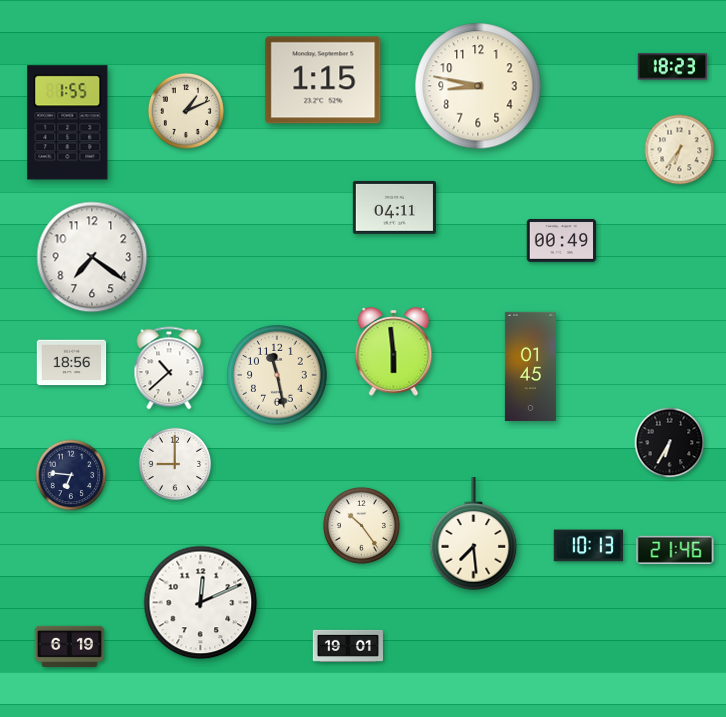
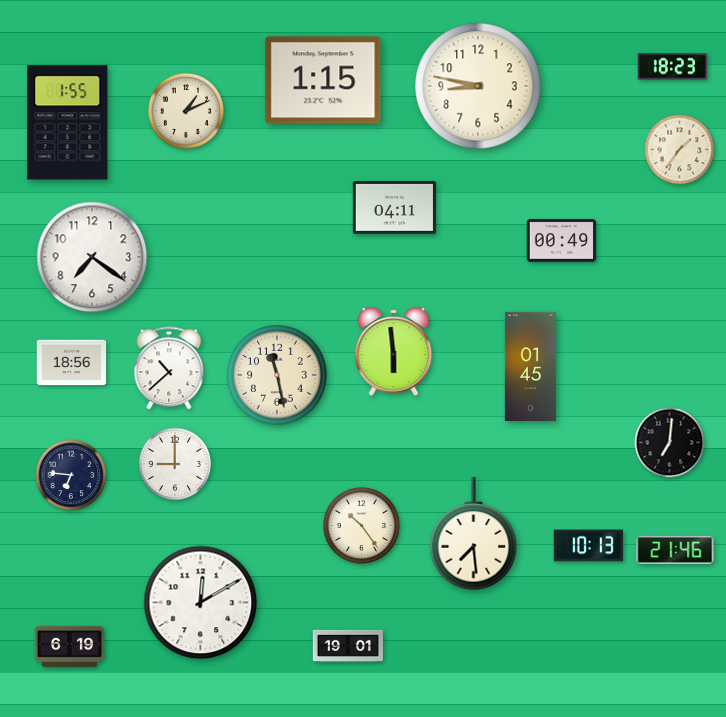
clock at (680, 150): 6:36 -> 1:36
clock at (670, 443): 6:35 -> 7:01
clock at (201, 603): 12:11 -> 12:10
